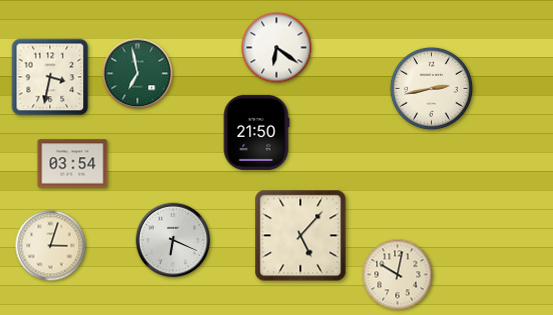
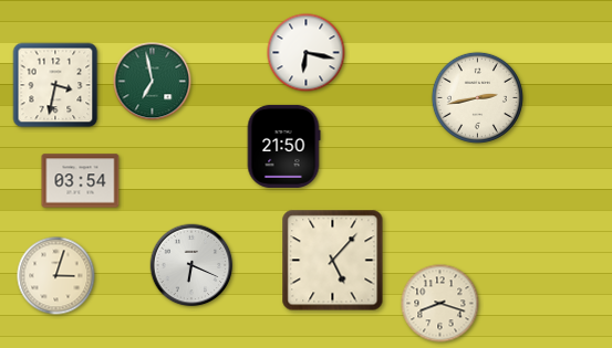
clock at (277, 48): 6:21 -> 6:17
clock at (51, 246) position: (51, 246) -> (56, 276)
clock at (398, 275): 10:02 -> 8:18
